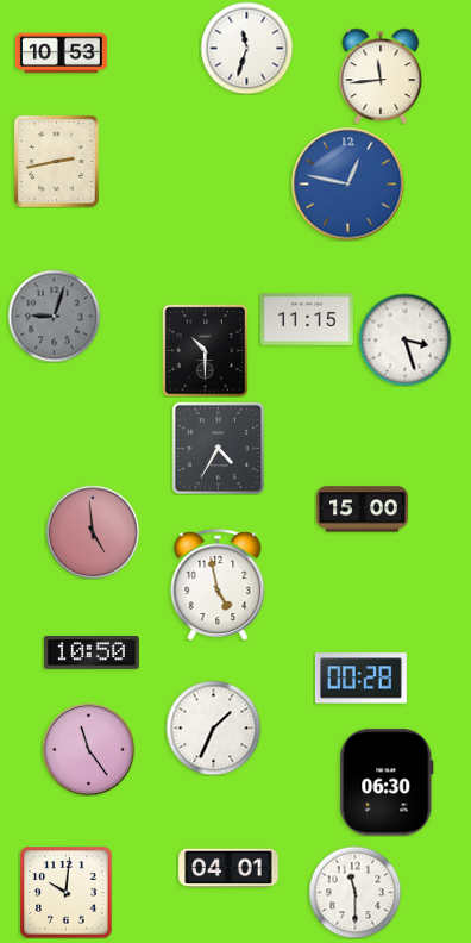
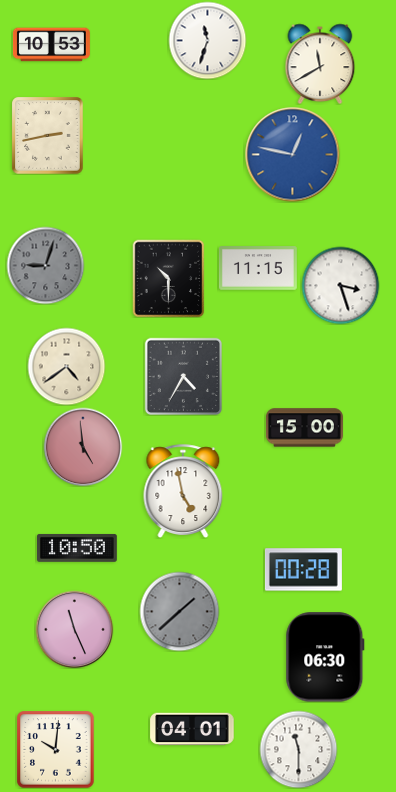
clock at (381, 76): 11:44 -> 11:40
clock at (206, 350) position: (206, 350) -> (169, 278)
clock at (66, 366): none -> 4:39
clock at (93, 532) position: (93, 532) -> (83, 447)
clock at (213, 727): 1:34 -> 1:38
clock at (213, 727) dial: white -> grey
clock at (88, 749): 11:24 -> 11:26
